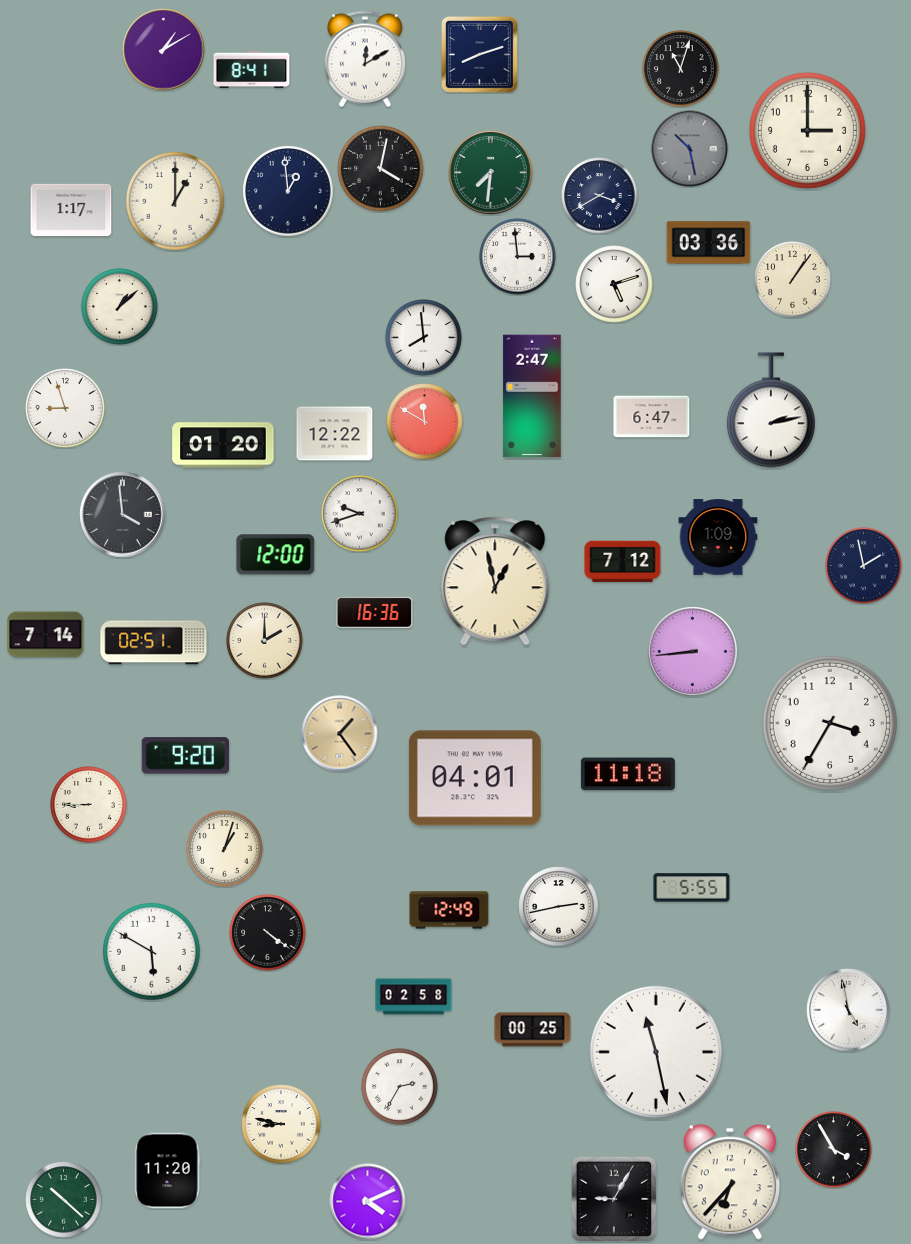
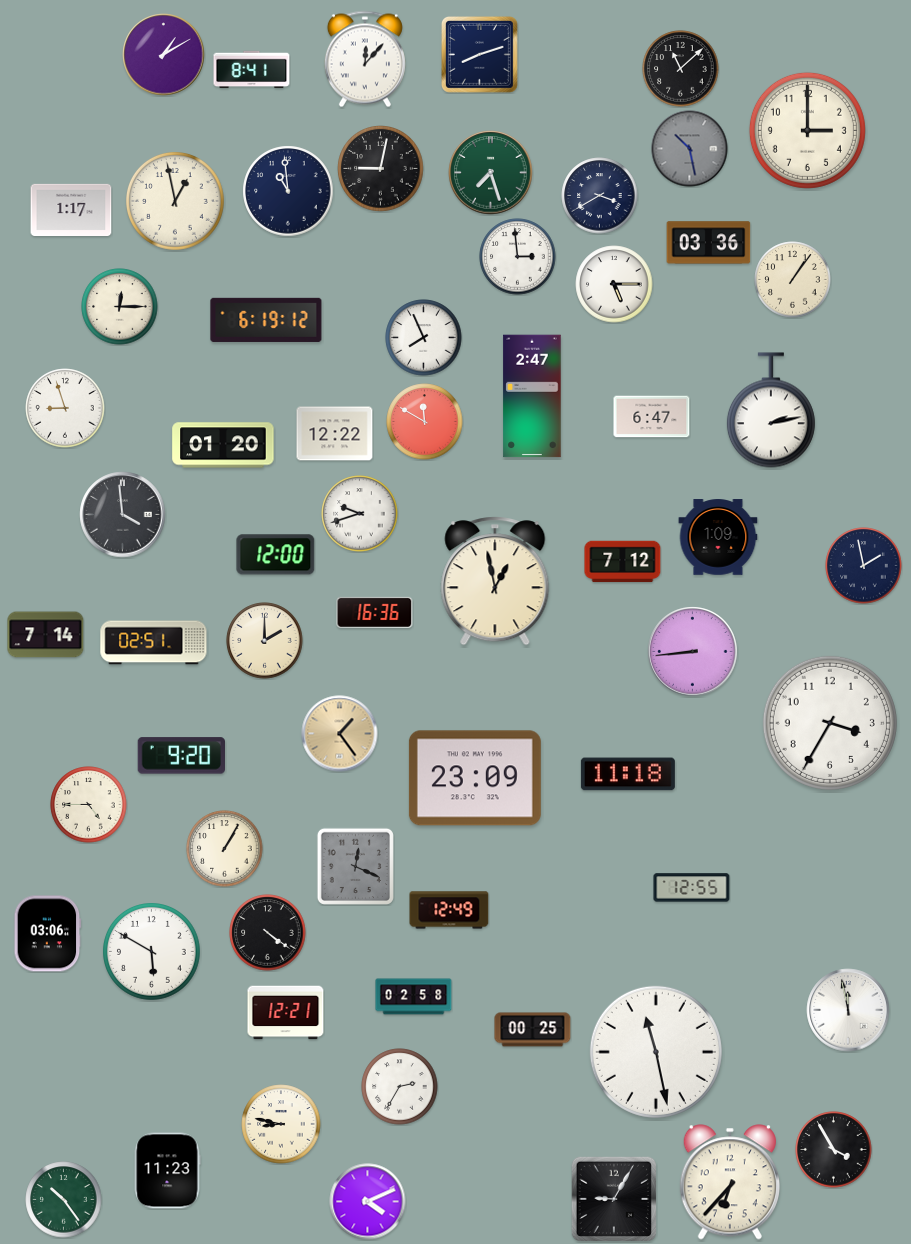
clock at (164, 50) position: (164, 50) -> (164, 55)
clock at (365, 59): 12:10 -> 12:07
clock at (681, 69): 11:03 -> 11:08
clock at (381, 169): 4:02 -> 9:02
clock at (491, 173): 7:31 -> 7:27
clock at (288, 191): 12:59 -> 10:59
clock at (176, 202): 1:00 -> 12:58
clock at (614, 284): 5:12 -> 5:15
clock at (120, 307): 1:08 -> 12:15
clock at (266, 320): none -> 6:19
clock at (424, 338): 7:59 -> 7:56
clock at (185, 756) position: (185, 756) -> (181, 756)
clock at (475, 778): 04:01 -> 23:09
clock at (89, 805): 8:45 -> 4:45
clock at (225, 849): 1:03 -> 1:05
clock at (355, 866): none -> 12:19
clock at (692, 888): 5:55 -> 12:55
clock at (559, 907): 2:43 -> none
clock at (48, 934): none -> 03:06
clock at (848, 1010): 4:58 -> 11:58
clock at (286, 1013): none -> 12:21
clock at (167, 1171): 11:20 -> 11:23
clock at (64, 1200): 10:22 -> 10:24
